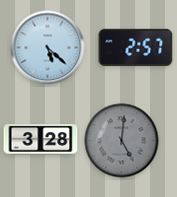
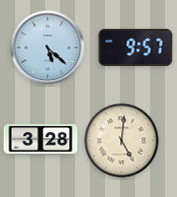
clock at (136, 47): 2:57 -> 9:57
clock at (122, 141) dial: grey -> cream
